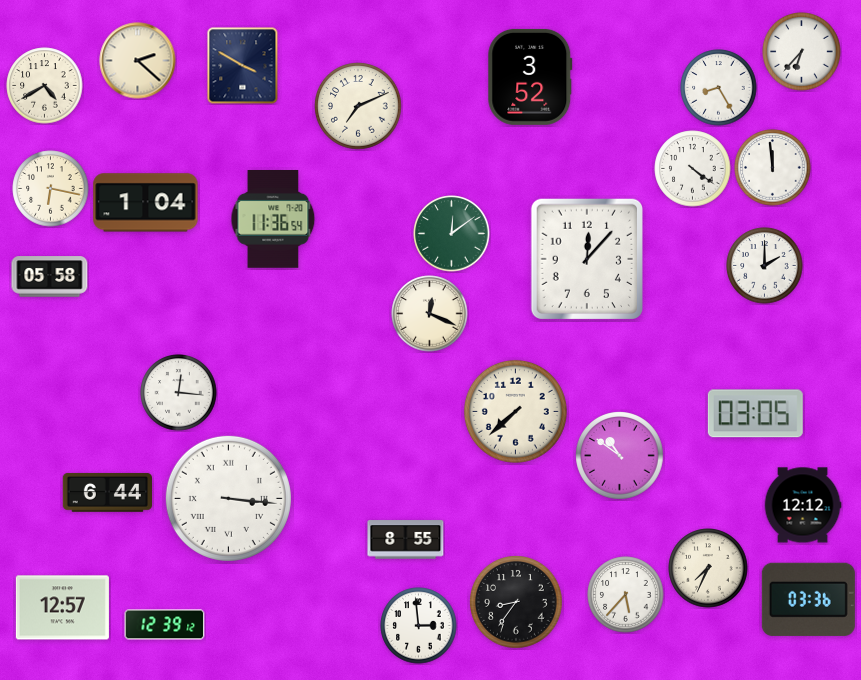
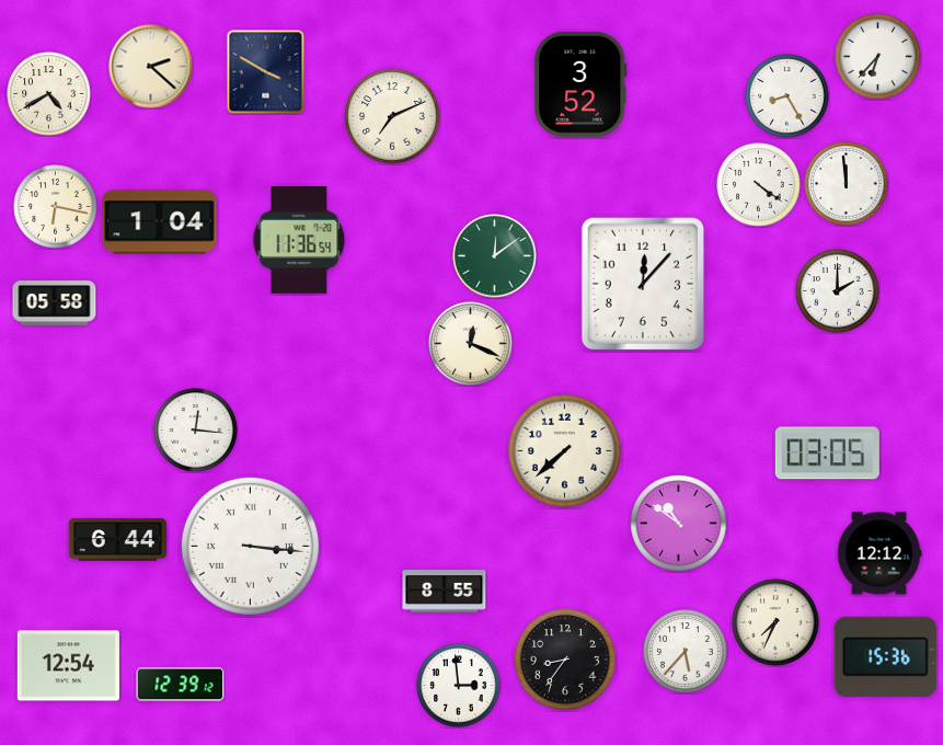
clock at (620, 456) position: (620, 456) -> (679, 524)
clock at (808, 599): 03:36 -> 15:36
clock at (62, 608): 12:57 -> 12:54
